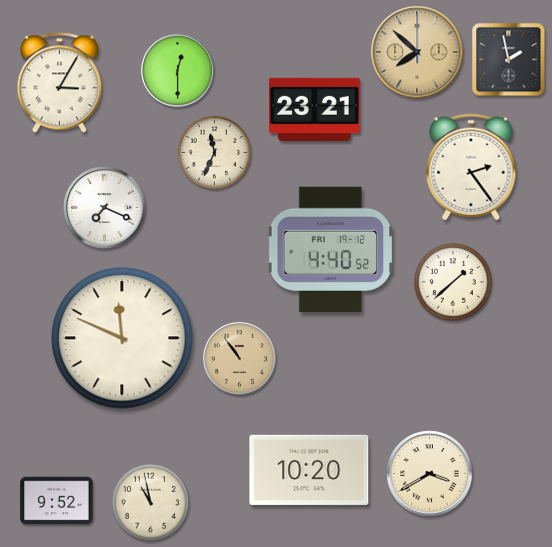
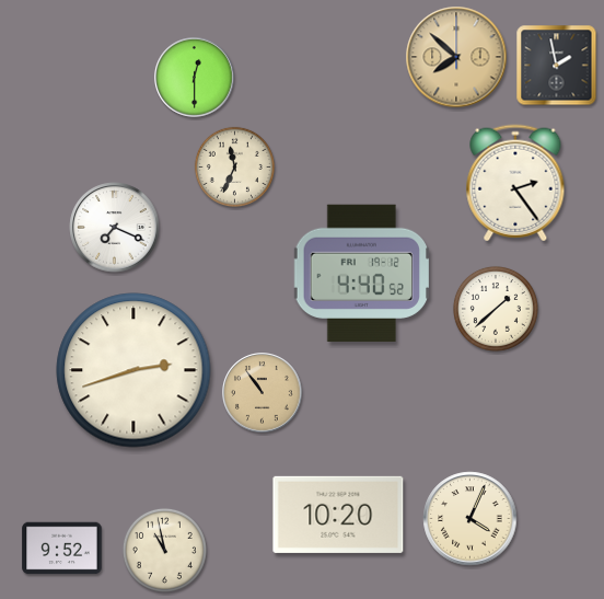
clock at (59, 83): 3:05 -> none
clock at (315, 109): 23:21 -> none
clock at (122, 338): 11:49 -> 2:42
clock at (430, 474): 3:40 -> 4:04
